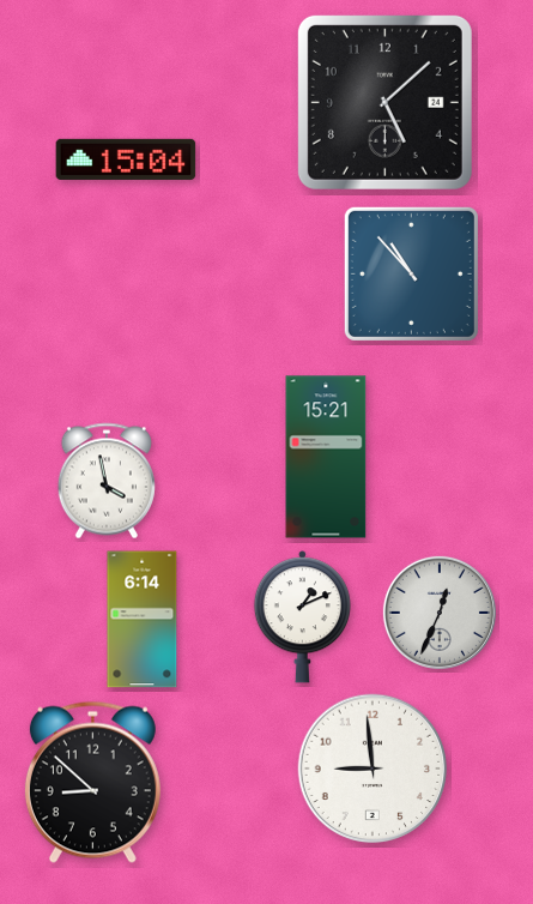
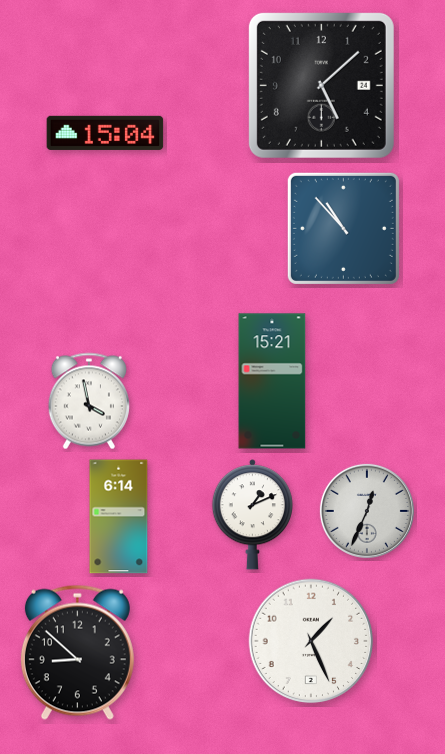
clock at (373, 769): 8:59 -> 1:26
